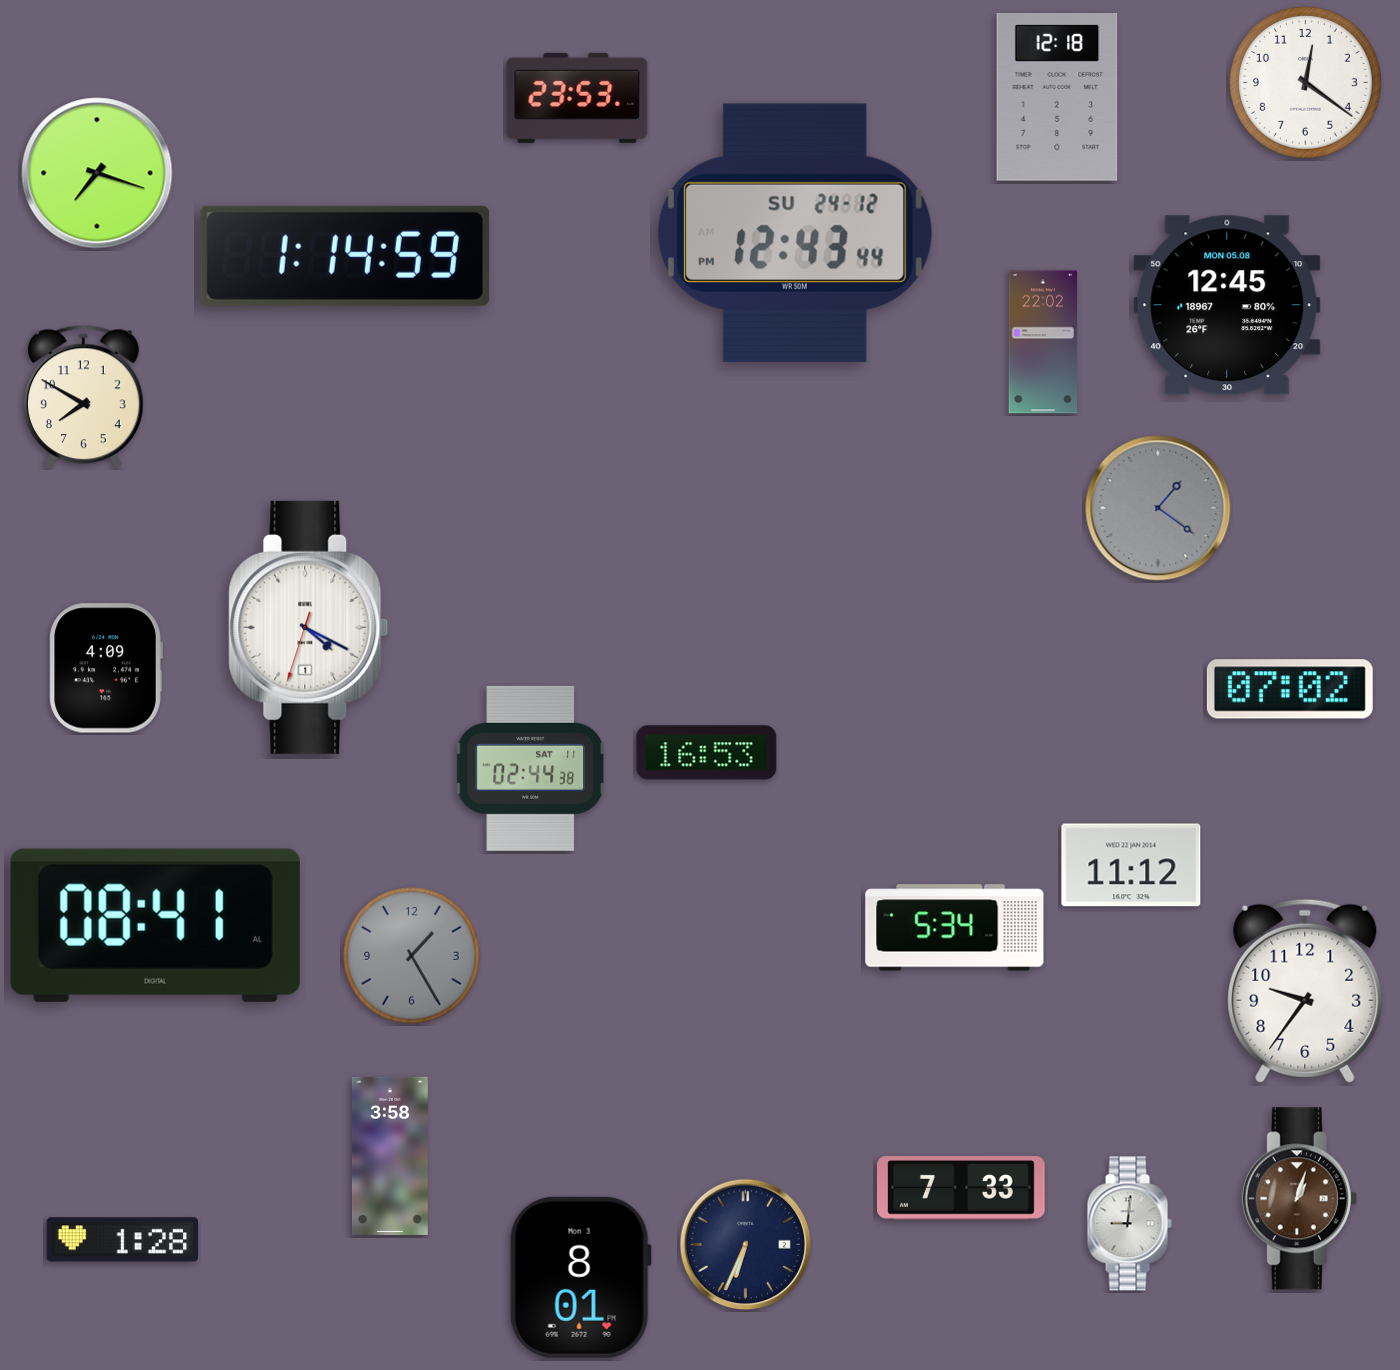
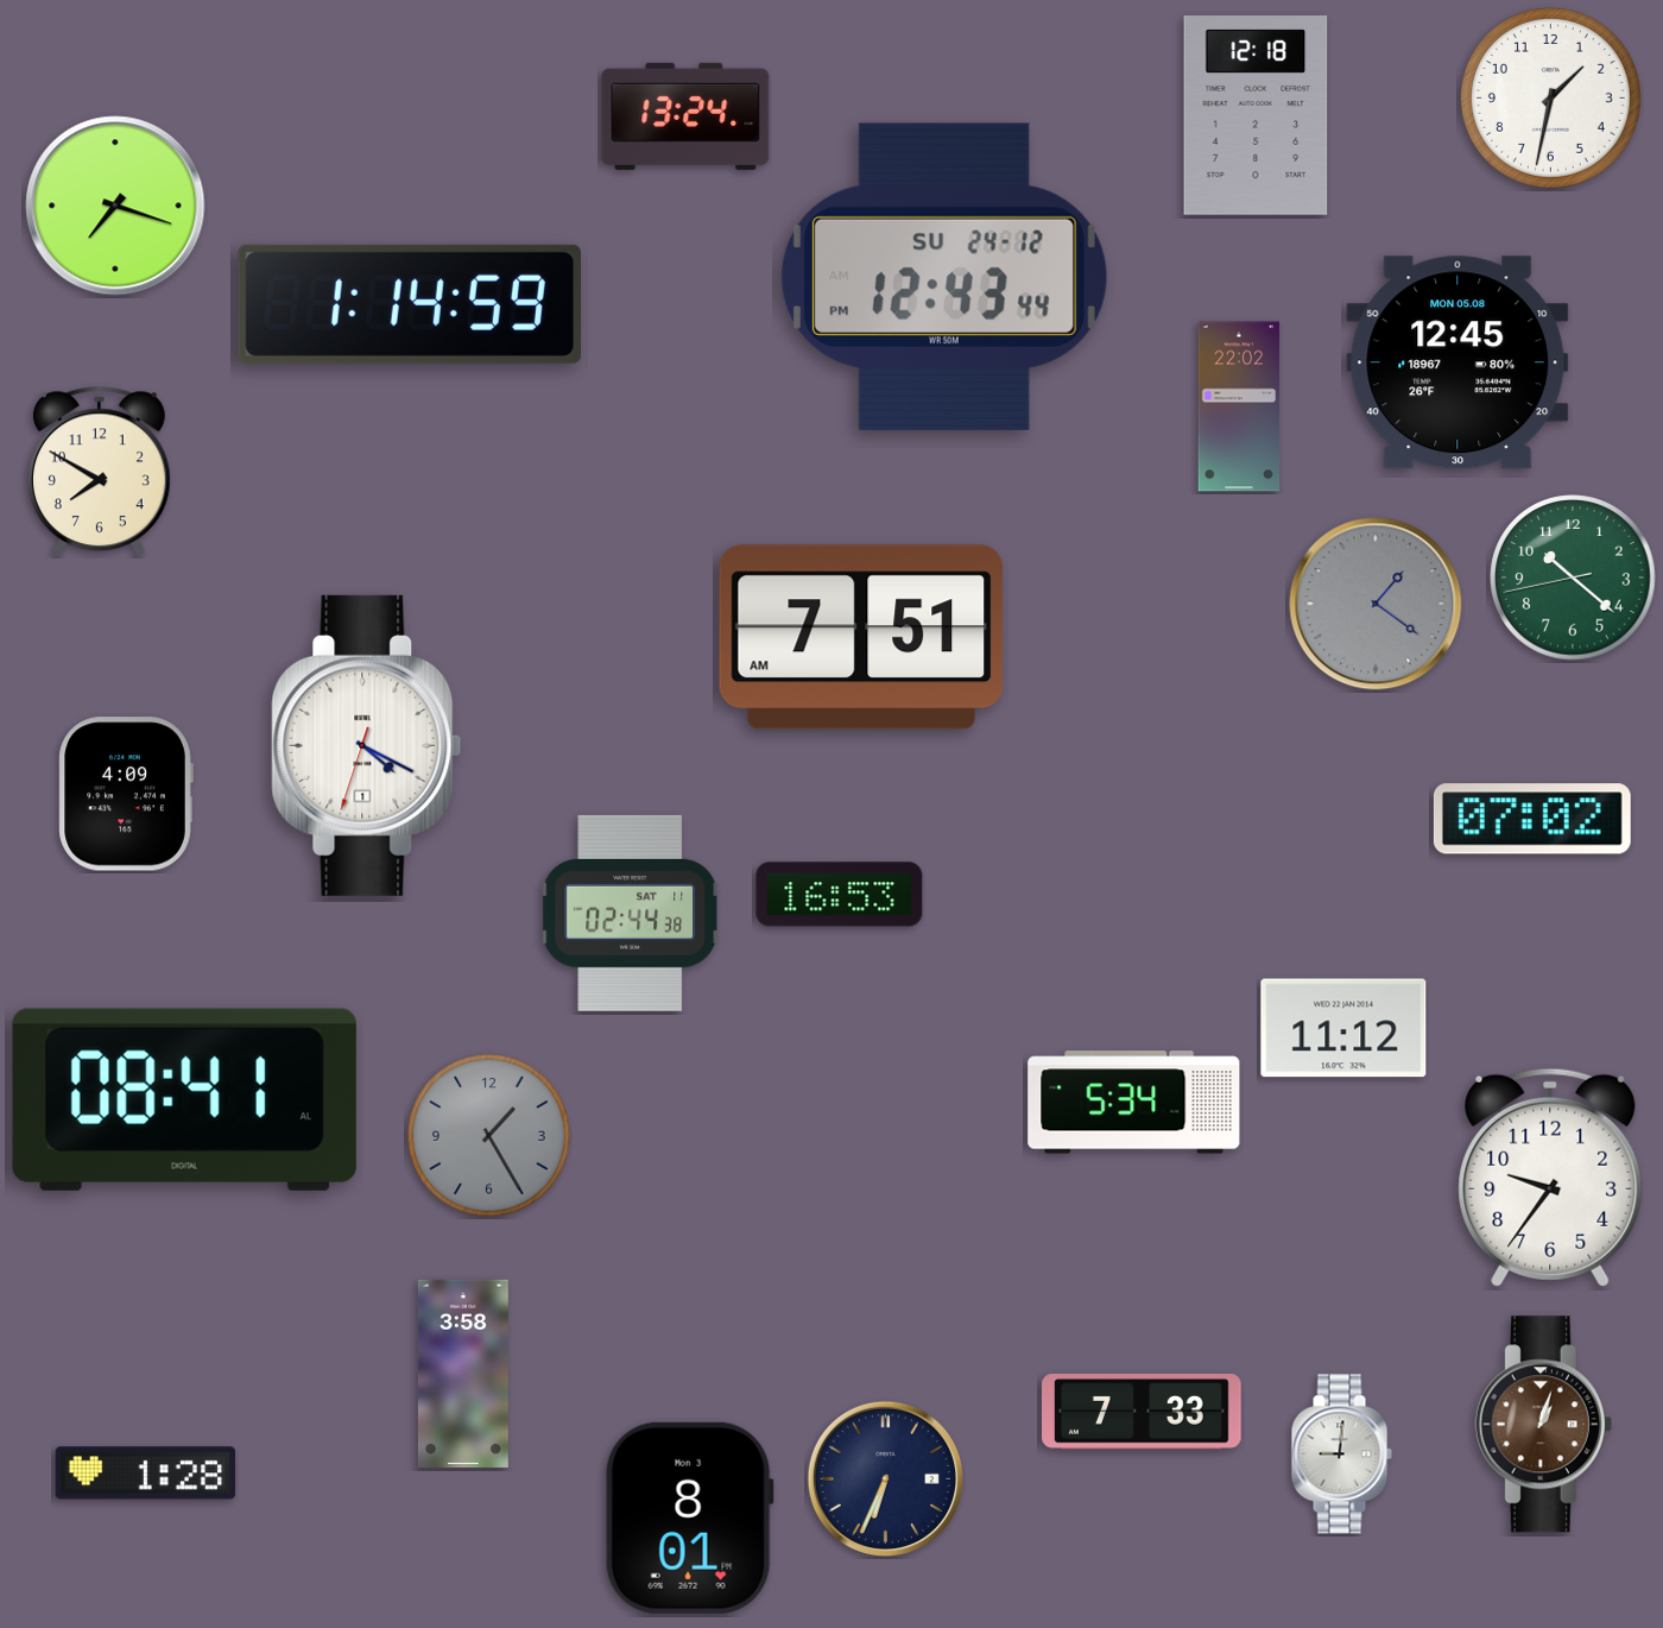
clock at (1305, 82): 12:21 -> 1:32
clock at (577, 98): 23:53 -> 13:24
clock at (1573, 578): none -> 10:21
clock at (861, 637): none -> 7:51
